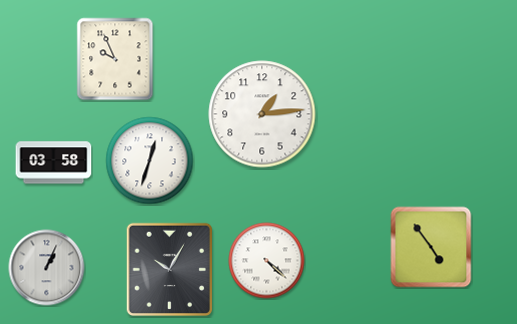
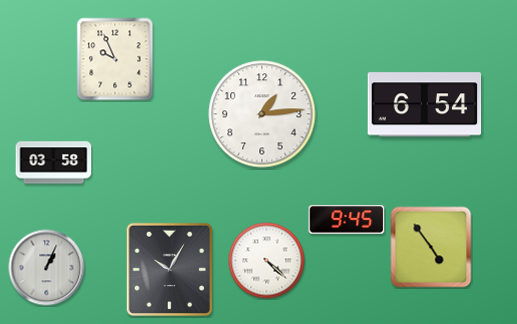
clock at (425, 105): none -> 6:54
clock at (150, 161): 12:33 -> none
clock at (347, 220): none -> 9:45
